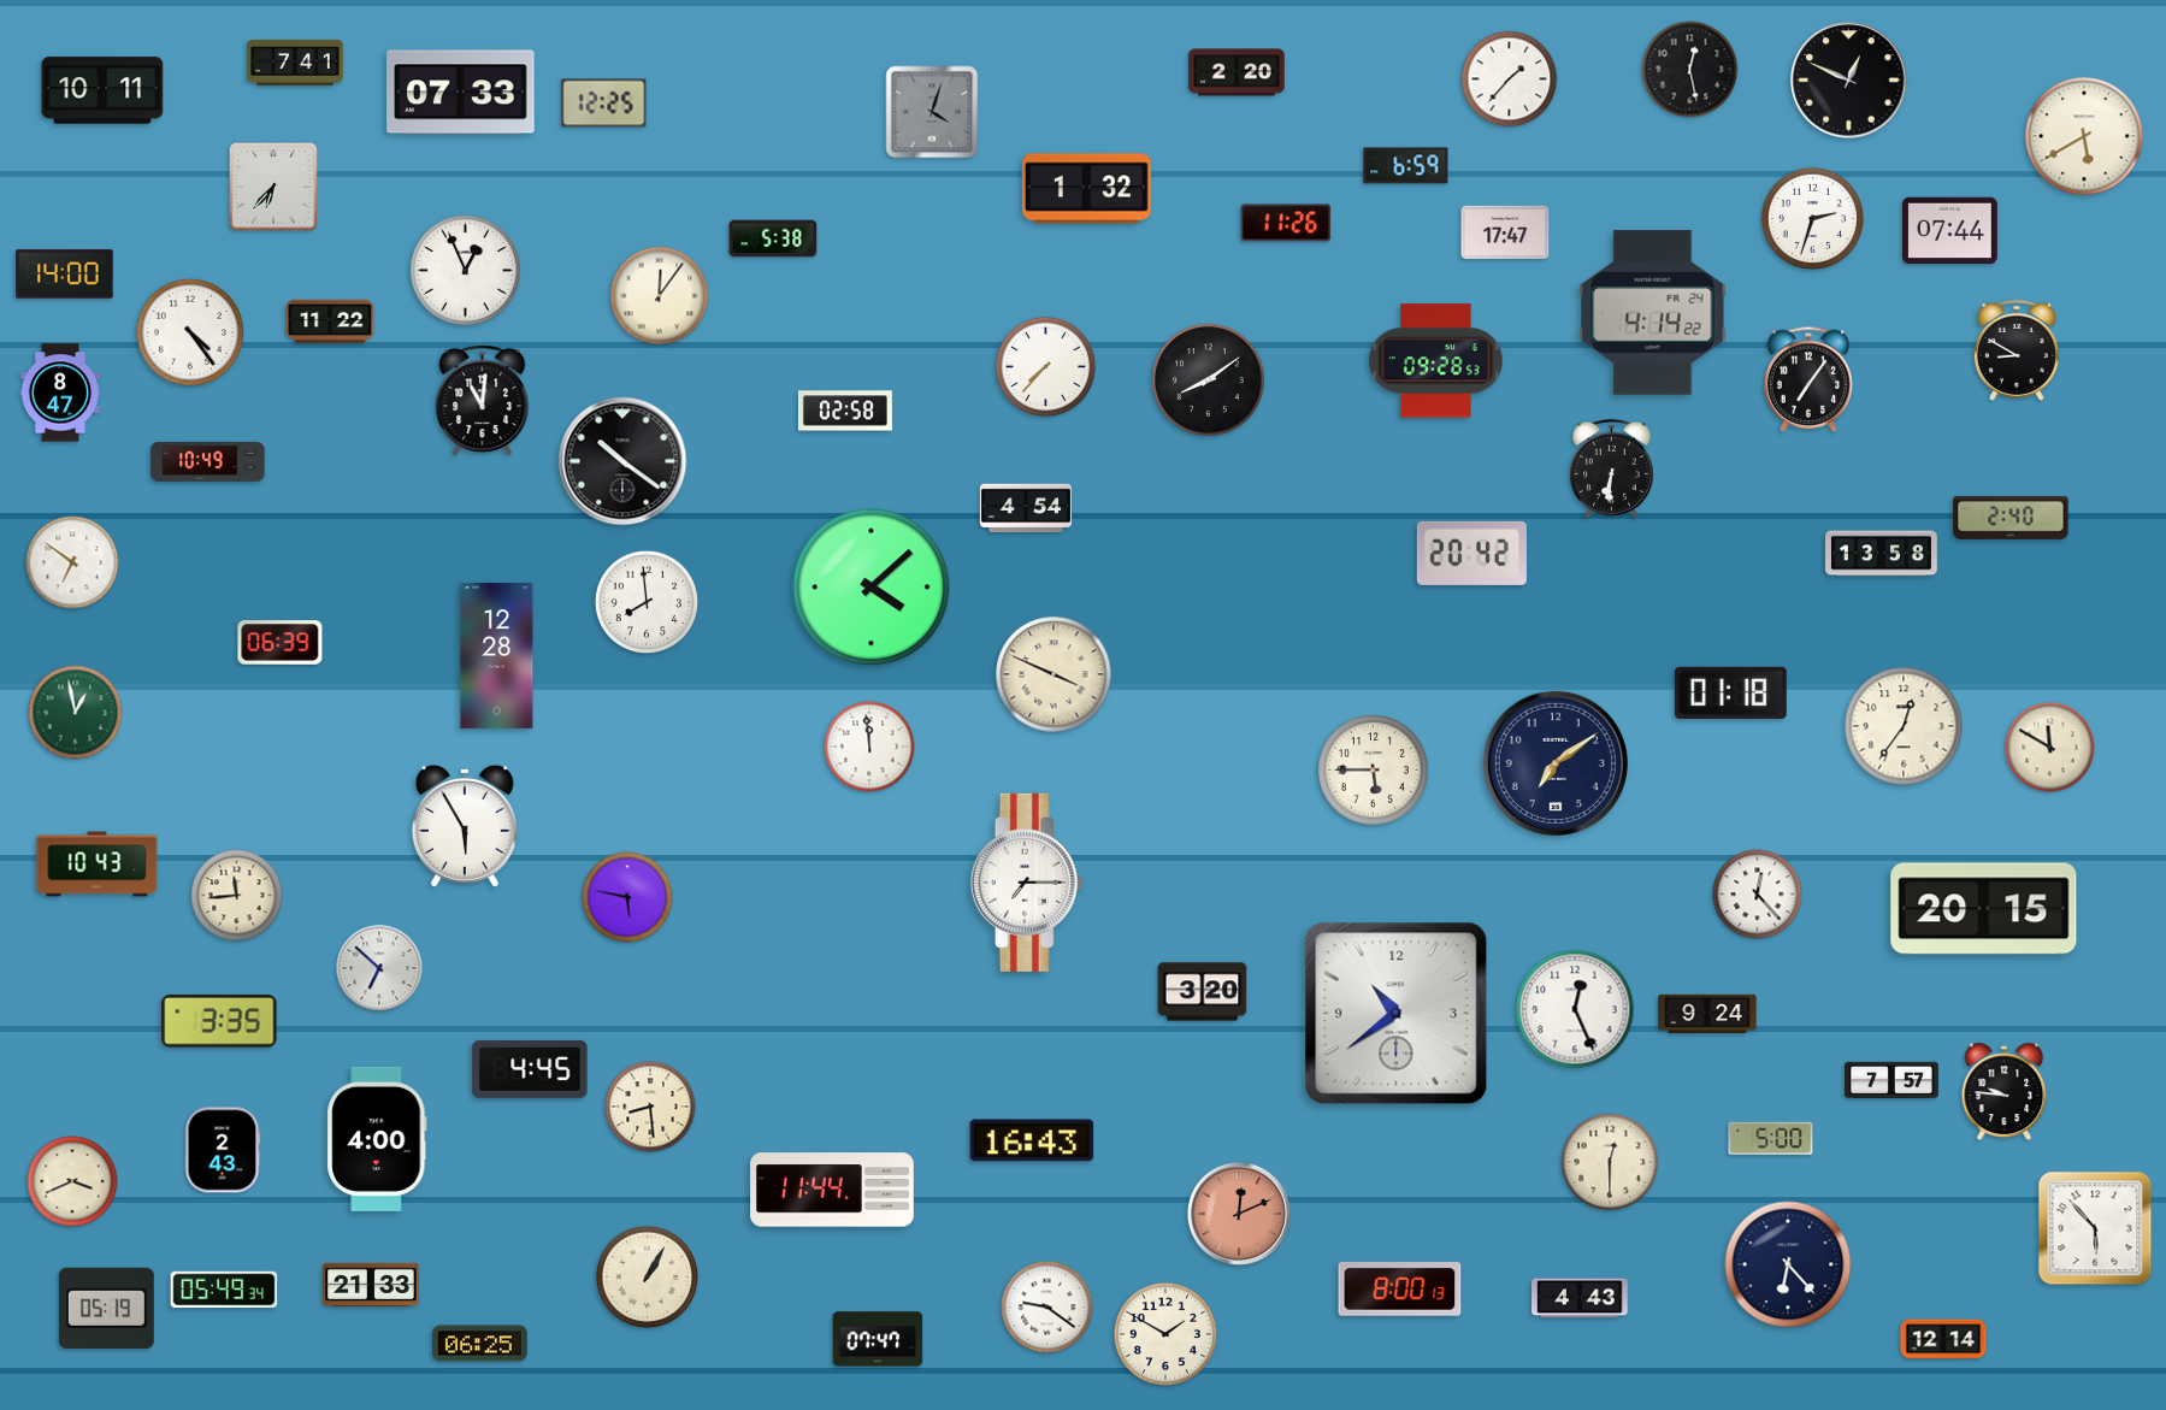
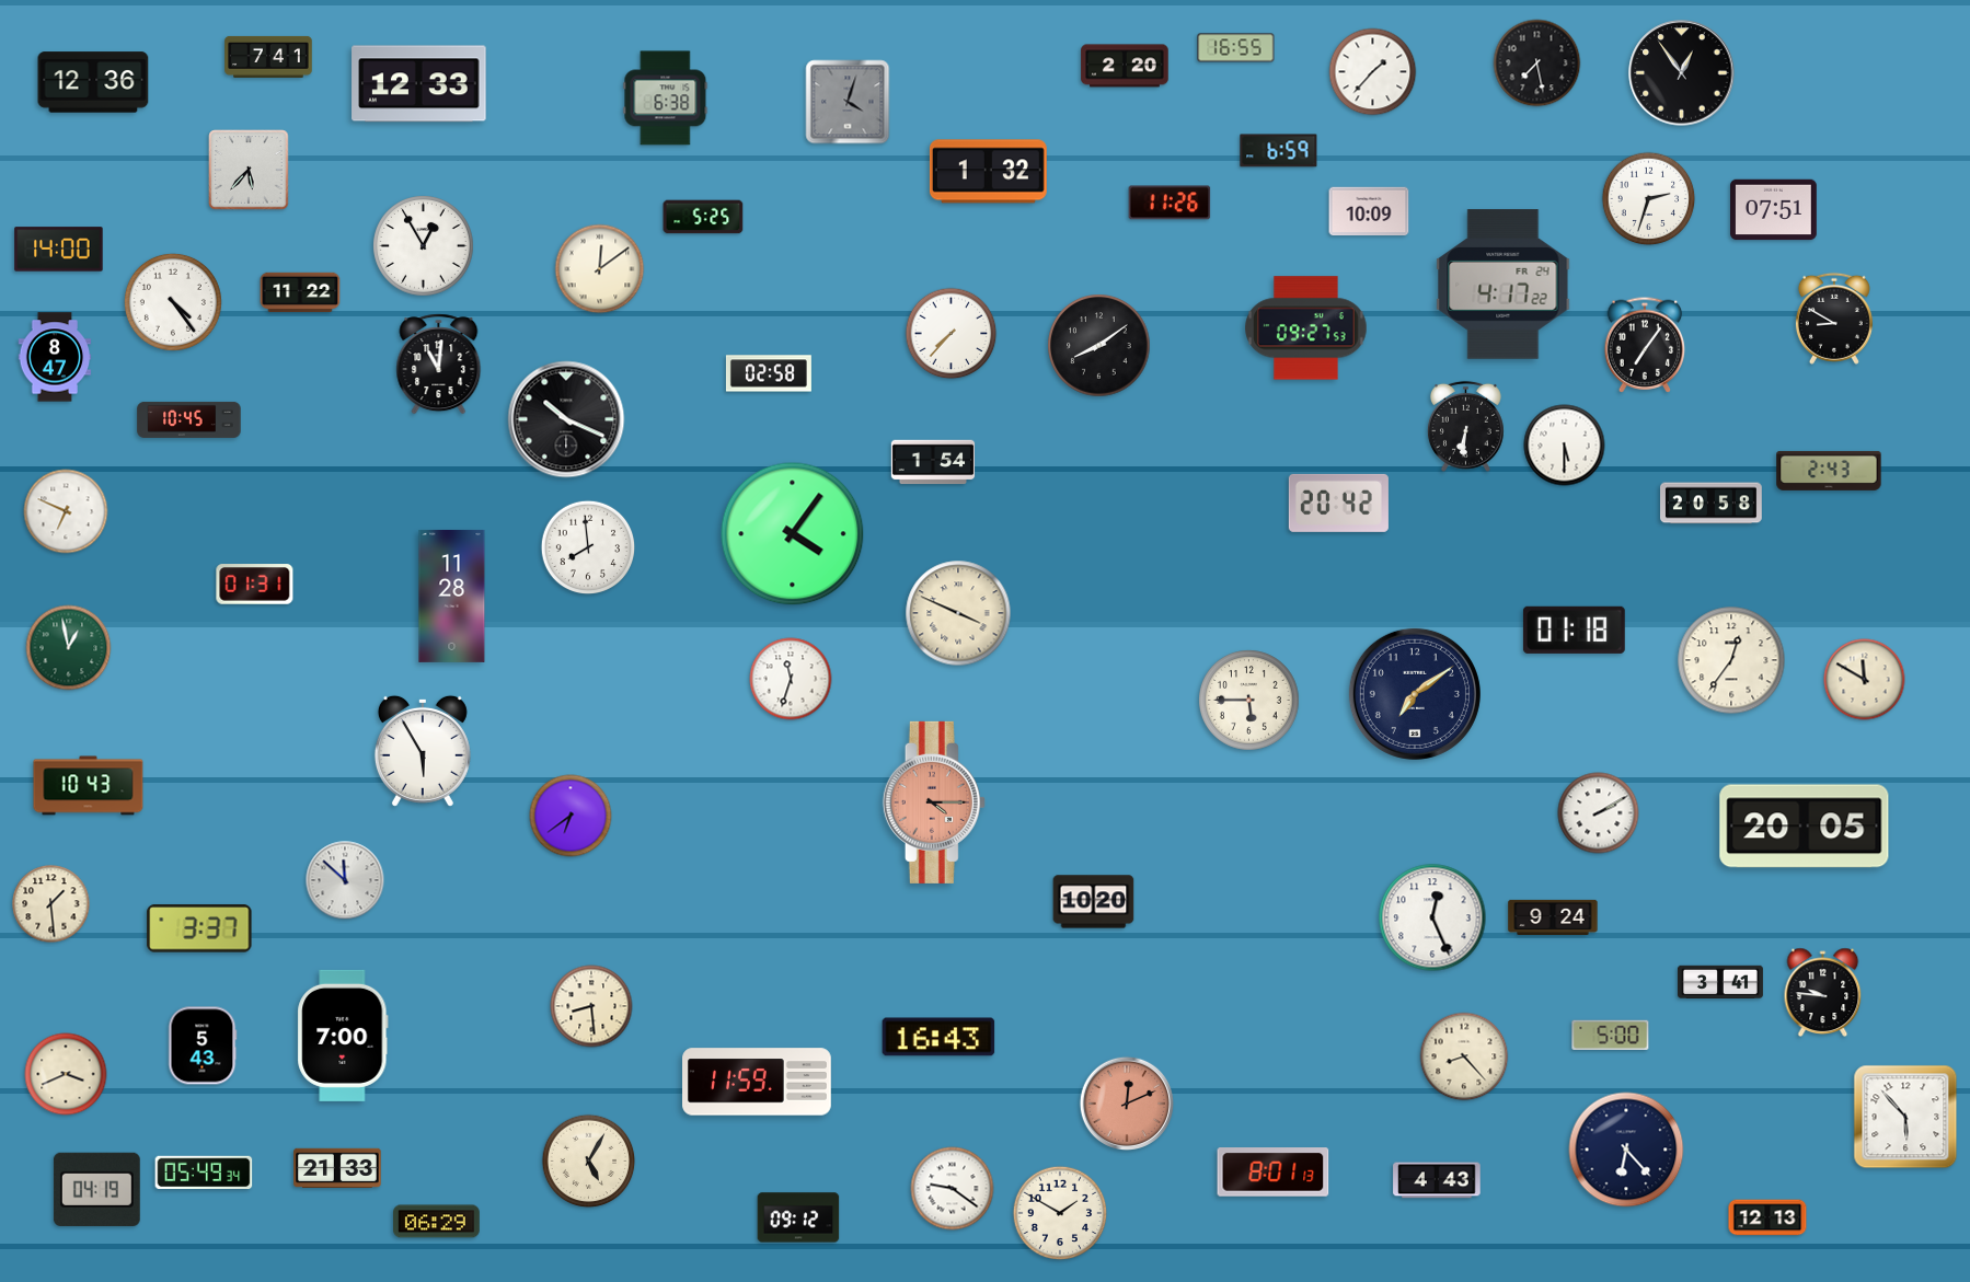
clock at (1236, 48): none -> 16:55
clock at (1690, 70): 12:28 -> 7:28
clock at (1849, 81): 12:49 -> 12:54
clock at (102, 90): 10:11 -> 12:36
clock at (461, 93): 07:33 -> 12:33
clock at (604, 104): 12:25 -> none
clock at (666, 99): none -> 6:38
clock at (2084, 136): 5:40 -> none
clock at (273, 187): 6:37 -> 5:37
clock at (1950, 231): 07:44 -> 07:51
clock at (1505, 232): 17:47 -> 10:09
clock at (773, 238): 5:38 -> 5:25
clock at (466, 271): 12:56 -> 12:55
clock at (660, 296): 12:06 -> 12:09
clock at (1653, 313): 4:14 -> 4:17
clock at (1436, 361): 09:28 -> 09:27
clock at (208, 461): 10:49 -> 10:45
clock at (622, 461): 10:21 -> 10:19
clock at (1565, 446): none -> 5:30
clock at (1026, 508): 4:54 -> 1:54
clock at (2011, 518): 2:40 -> 2:43
clock at (1882, 554): 13:58 -> 20:58
clock at (72, 562): 6:51 -> 6:49
clock at (872, 588): 4:08 -> 4:06
clock at (281, 643): 06:39 -> 01:31
clock at (497, 655): 12:28 -> 11:28
clock at (869, 747): 11:59 -> 11:33
clock at (1027, 883): 7:15 -> 4:15
clock at (1027, 883) dial: white -> salmon
clock at (1758, 895): 12:23 -> 2:10
clock at (237, 896): 11:44 -> none
clock at (627, 897): 5:47 -> 6:39
clock at (1984, 909): 20:15 -> 20:05
clock at (379, 968): 6:52 -> 11:52
clock at (1203, 992): 3:20 -> 10:20
clock at (51, 904): none -> 1:29
clock at (1397, 1014): 10:39 -> none
clock at (1707, 1014) position: (1707, 1014) -> (1553, 917)
clock at (219, 1021): 3:35 -> 3:37
clock at (530, 1069): 4:45 -> none
clock at (1891, 1080): 7:57 -> 3:41
clock at (377, 1139): 4:00 -> 7:00
clock at (223, 1150): 2:43 -> 5:43
clock at (1610, 1162): 12:30 -> 8:23
clock at (832, 1190): 11:44 -> 11:59
clock at (648, 1278): 1:05 -> 5:05
clock at (1400, 1290): 8:00 -> 8:01
clock at (106, 1308): 05:19 -> 04:19
clock at (878, 1339): 07:47 -> 09:12
clock at (1943, 1339): 12:14 -> 12:13
clock at (480, 1344): 06:25 -> 06:29
